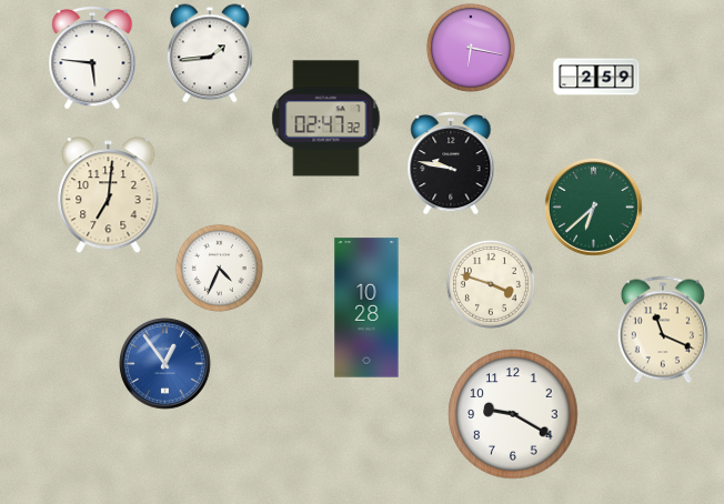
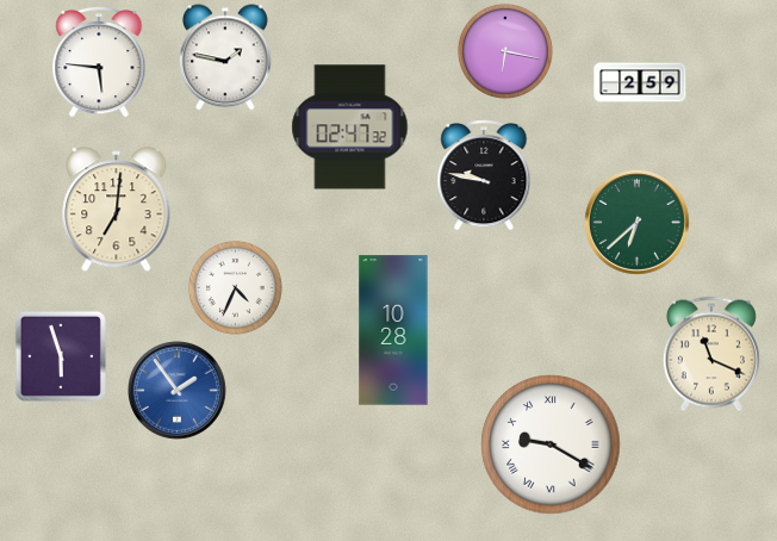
clock at (211, 53): 1:44 -> 1:47
clock at (491, 284): 3:48 -> none
clock at (61, 356): none -> 5:57
clock at (165, 364): 12:54 -> 1:54
clock at (513, 414) numerals: Arabic -> Roman
